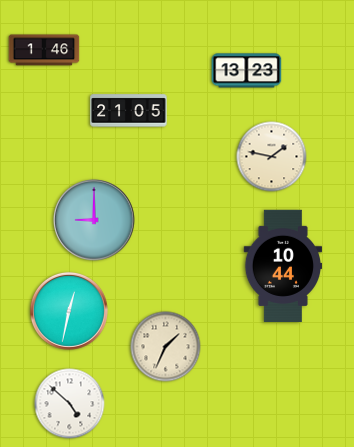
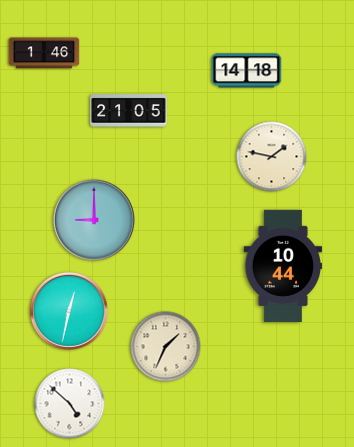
clock at (44, 50) position: (44, 50) -> (44, 53)
clock at (247, 71): 13:23 -> 14:18
